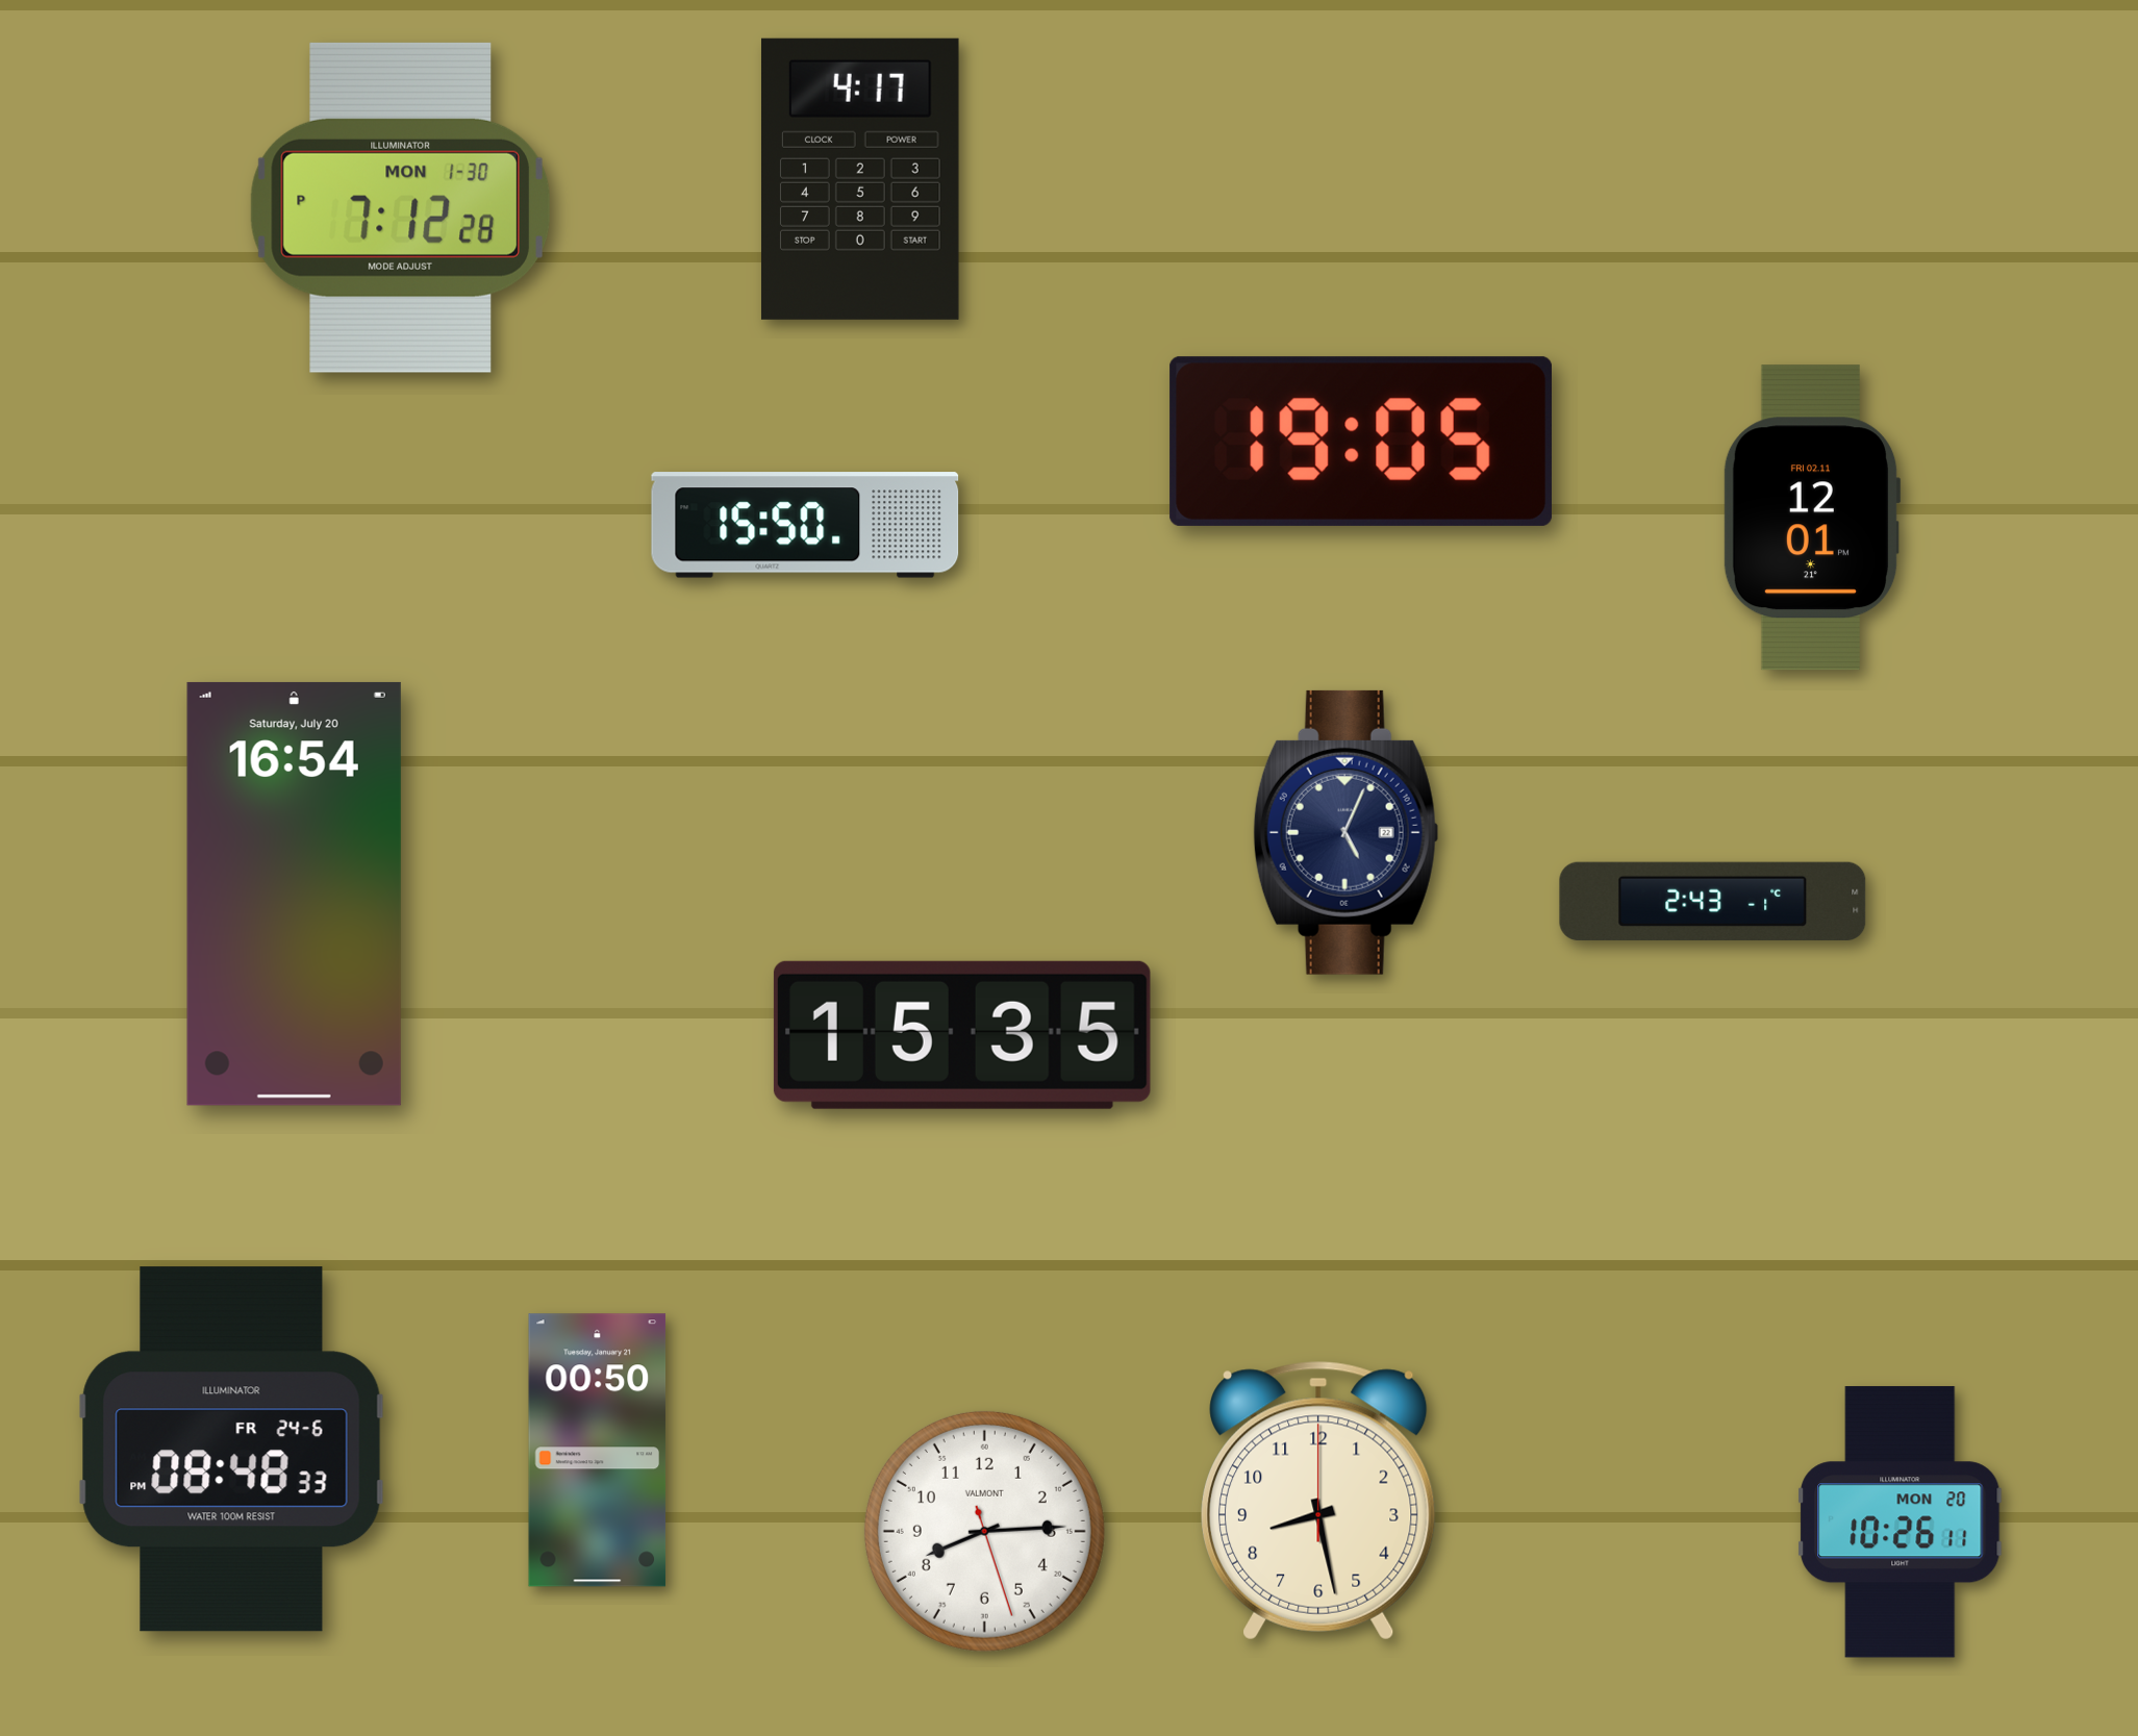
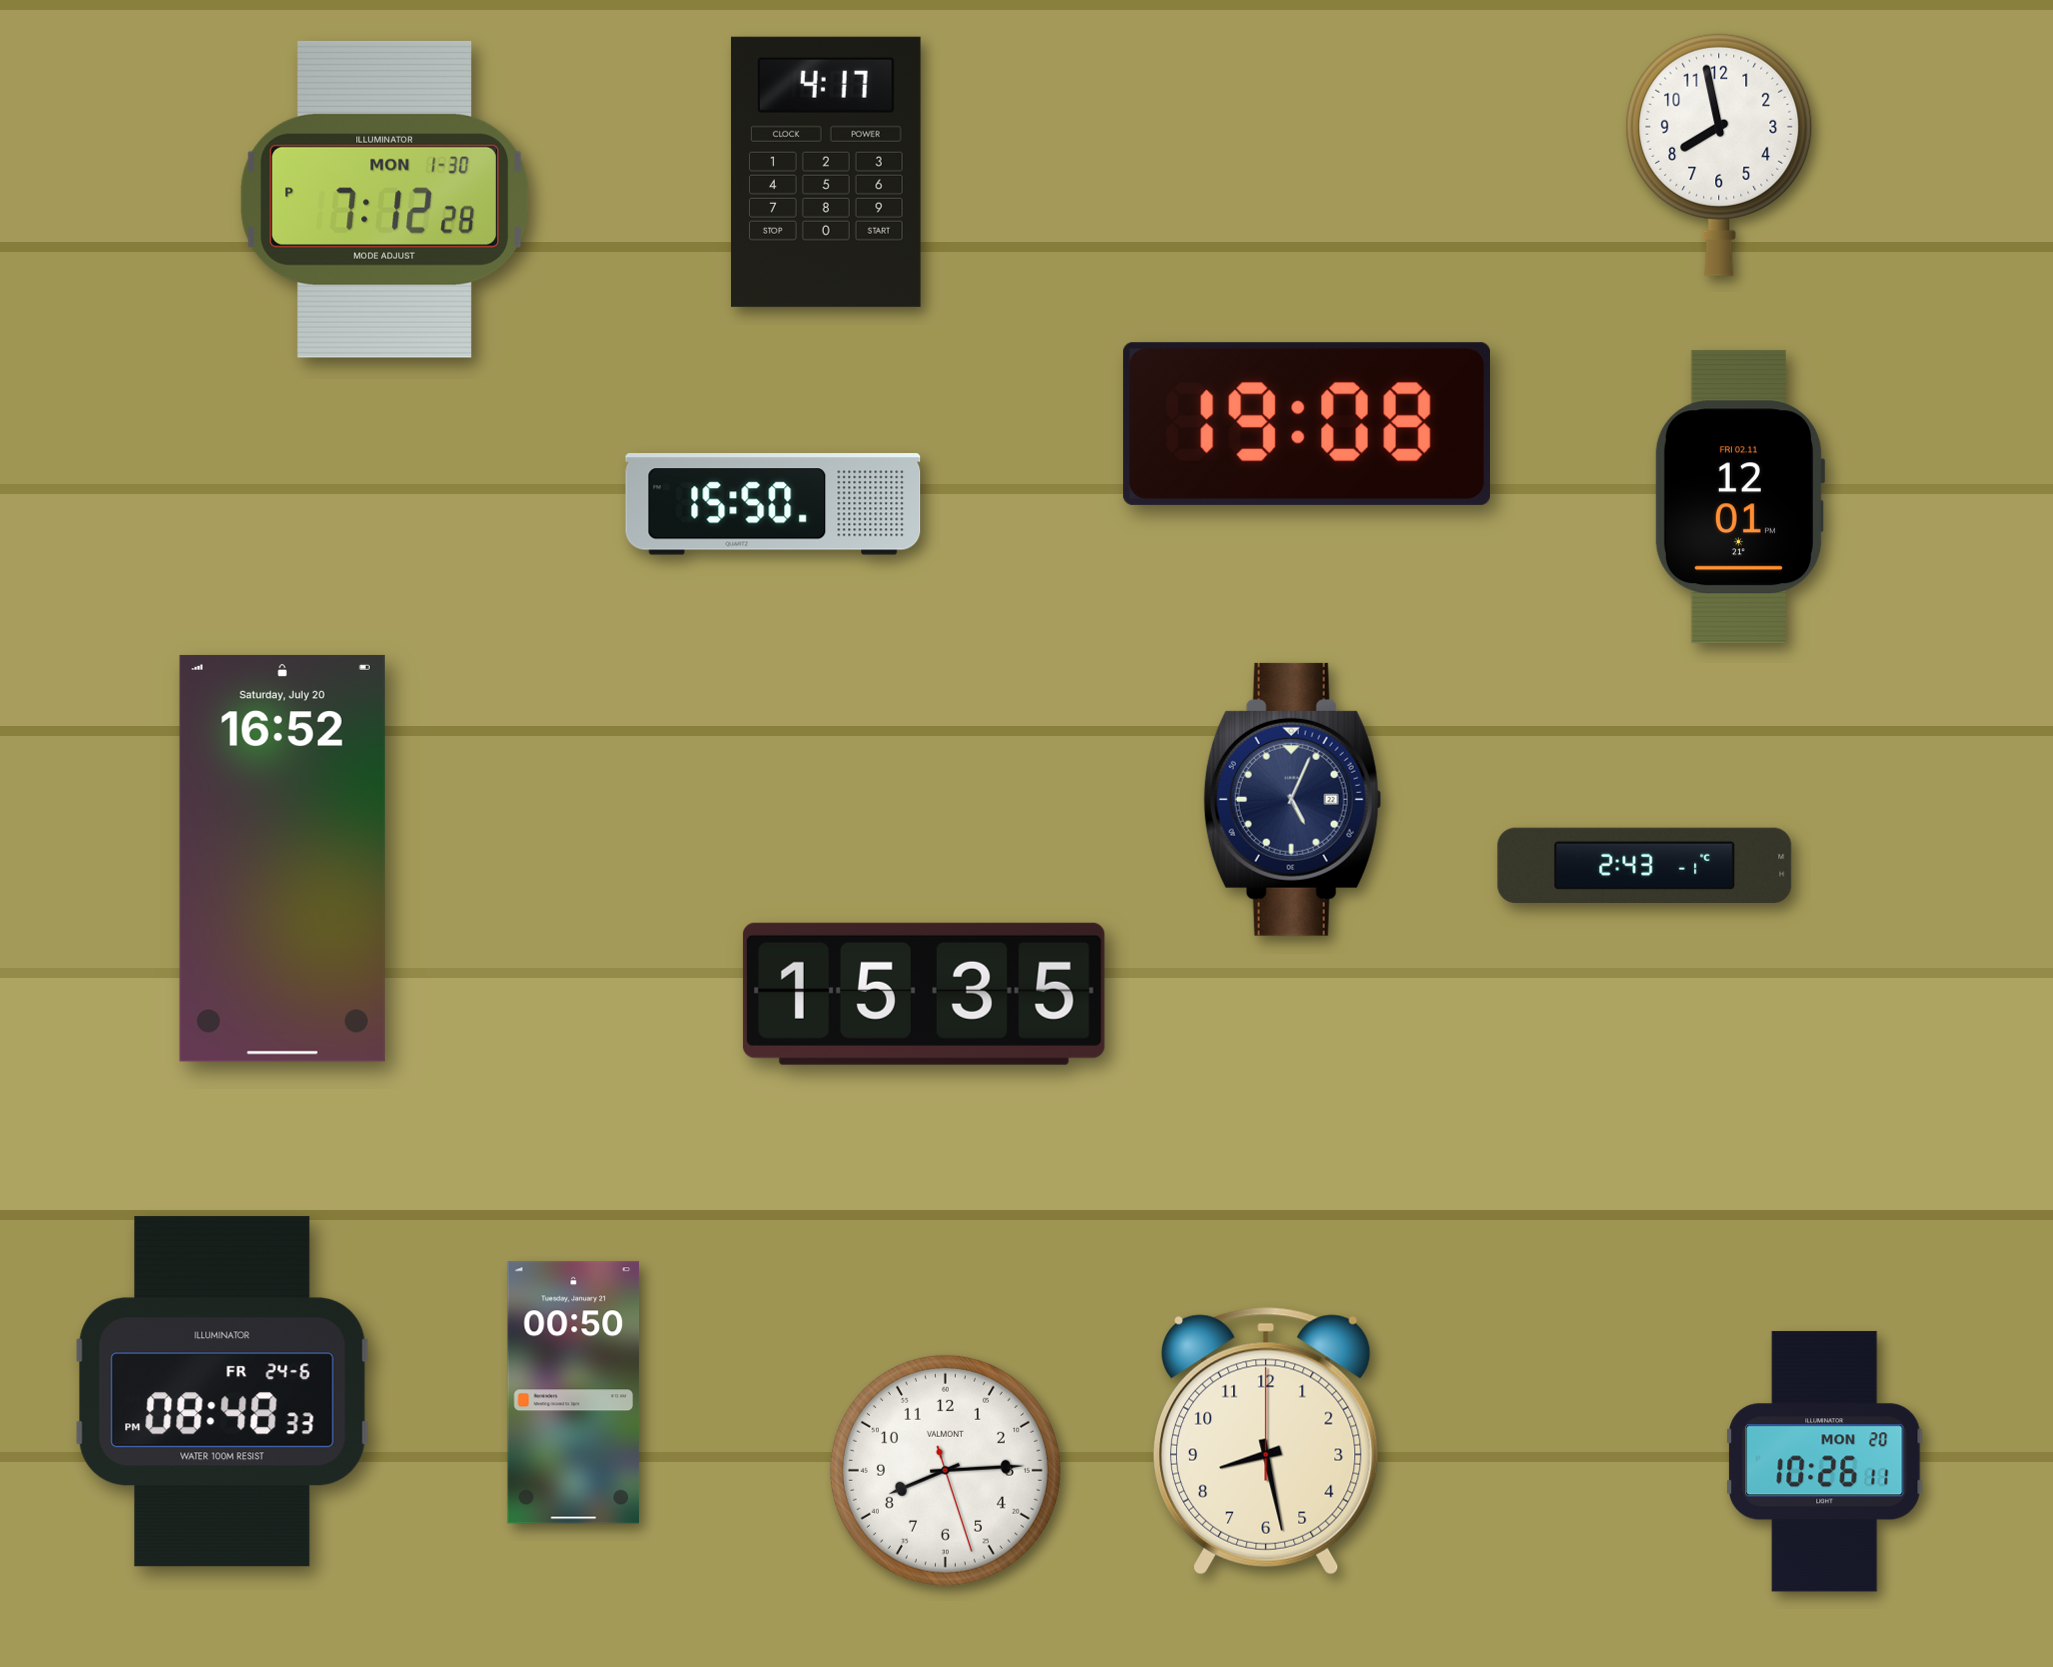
clock at (1719, 155): none -> 7:58
clock at (1361, 442): 19:05 -> 19:08
clock at (294, 894): 16:54 -> 16:52
